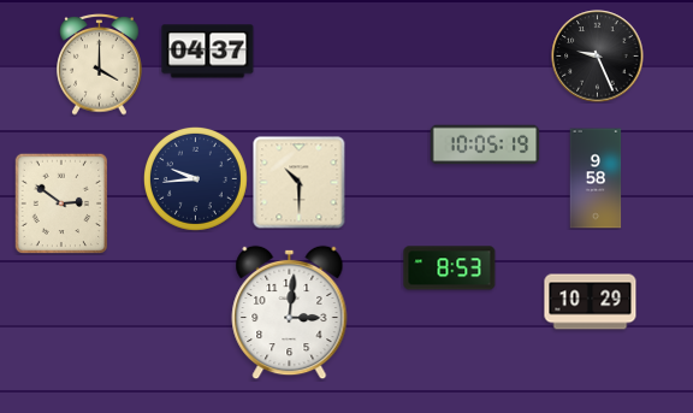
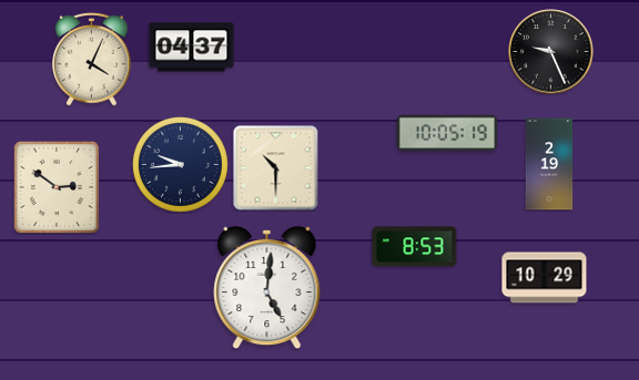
clock at (100, 65): 4:00 -> 4:04
clock at (596, 178): 9:58 -> 2:19
clock at (290, 313): 3:01 -> 5:01
